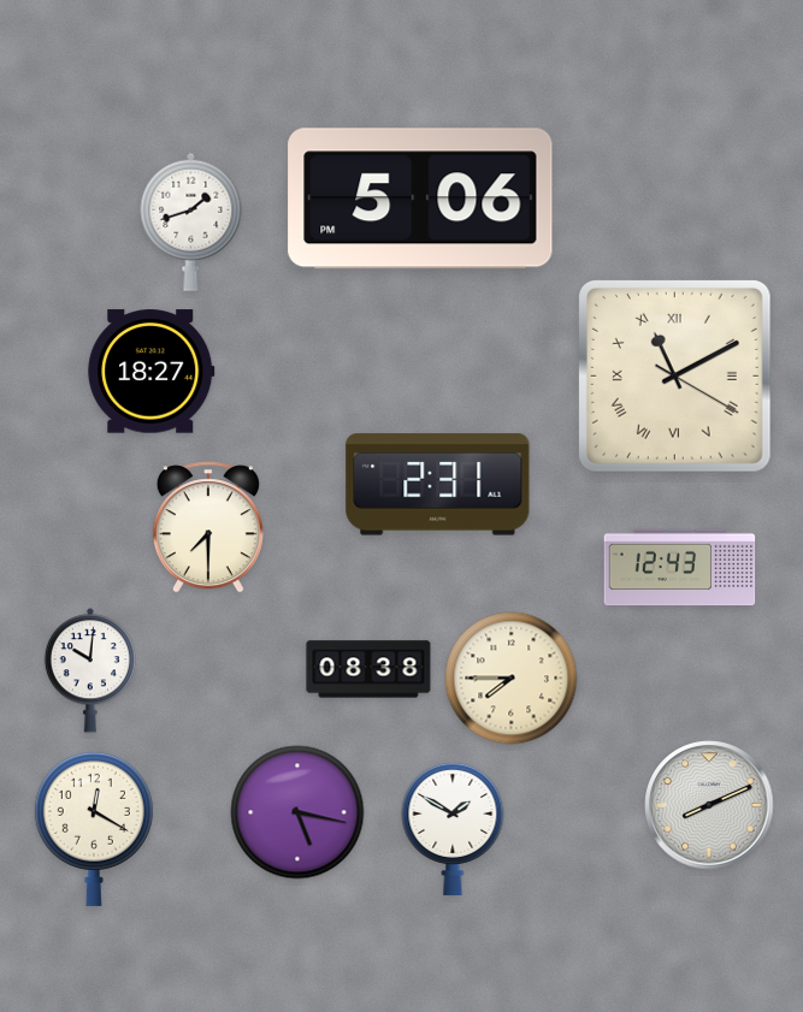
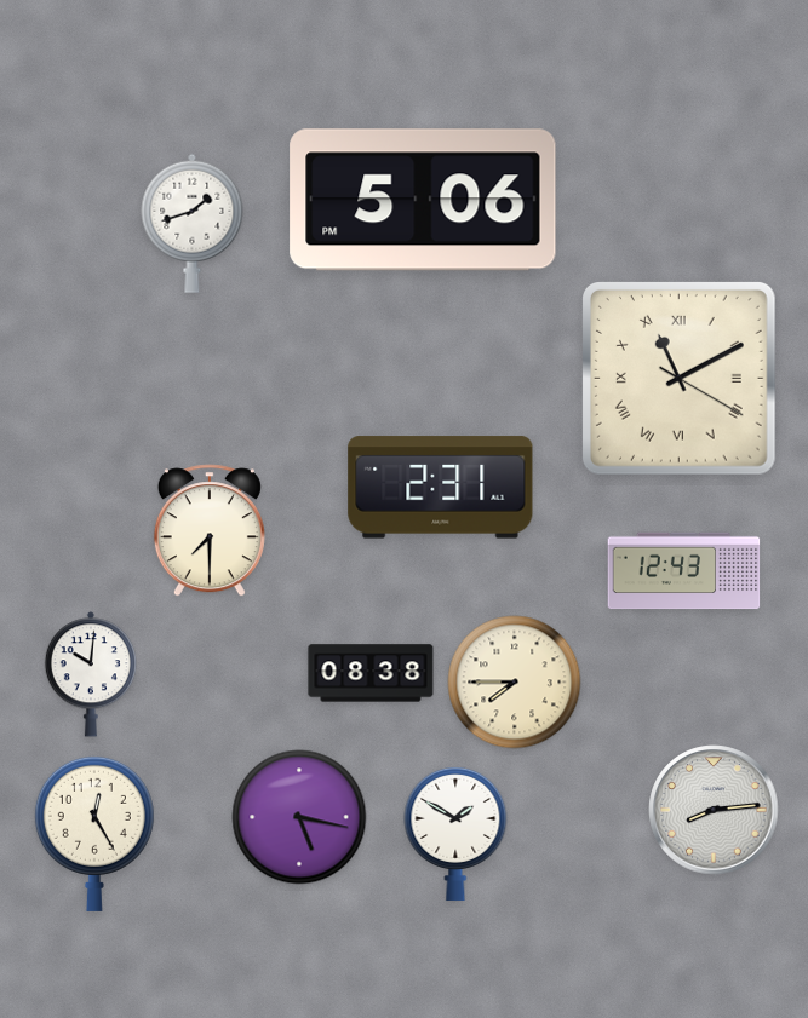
clock at (152, 372): 18:27 -> none
clock at (709, 805): 8:11 -> 8:14
clock at (94, 828): 12:20 -> 12:25
